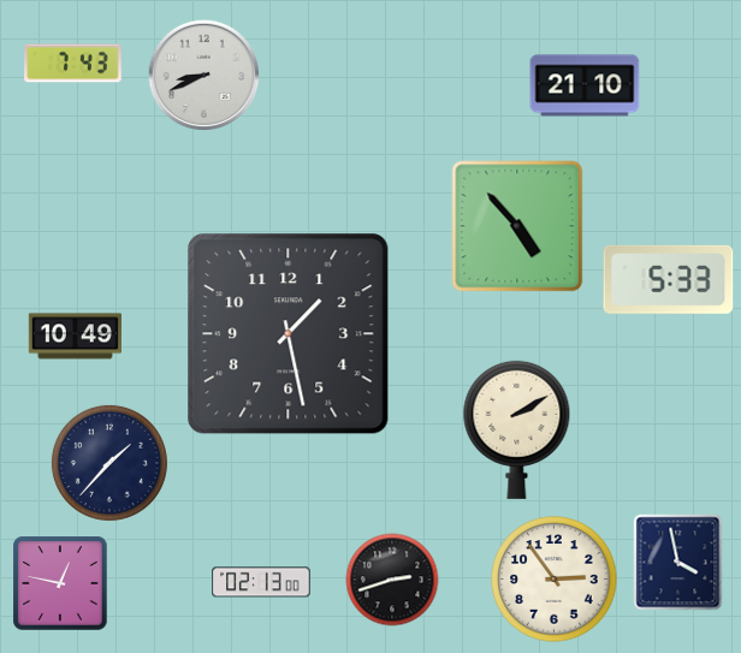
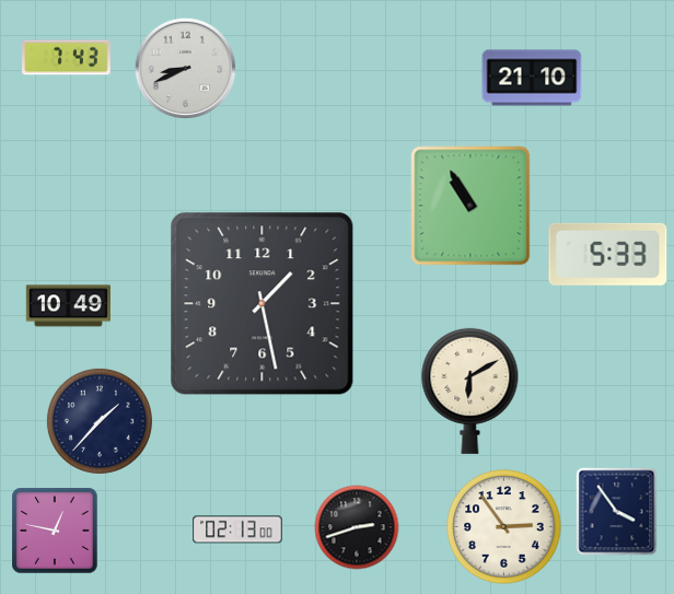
clock at (517, 226): 4:53 -> 10:55
clock at (517, 429): 2:10 -> 6:10
clock at (678, 563): 3:58 -> 3:54
